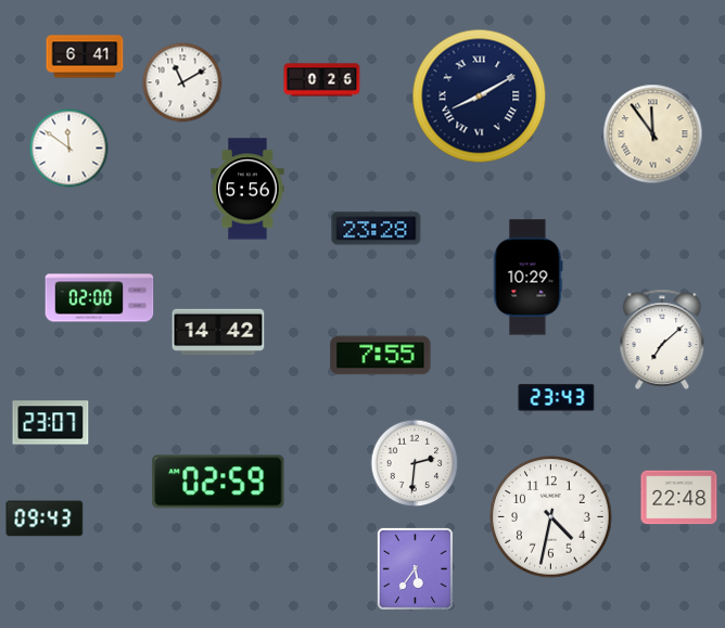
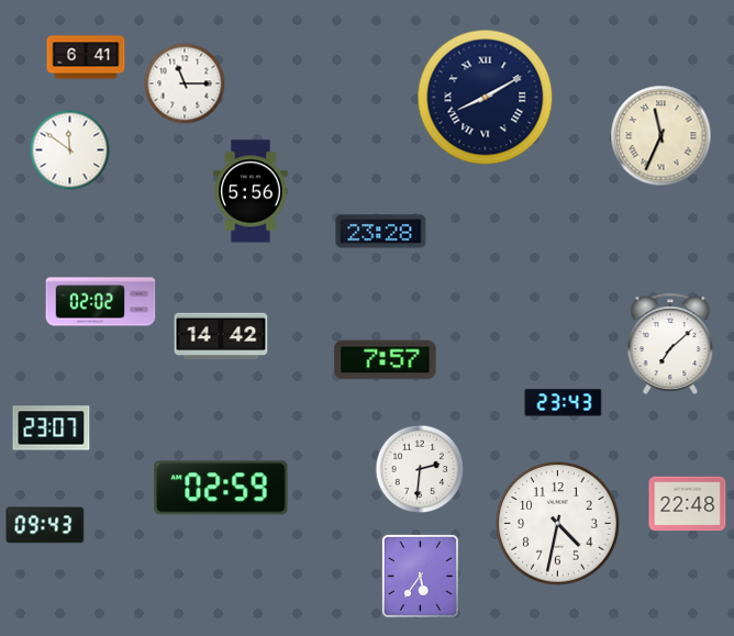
clock at (322, 80): 0:26 -> none
clock at (182, 82): 11:10 -> 11:15
clock at (653, 134): 11:54 -> 11:34
clock at (529, 278): 10:29 -> none
clock at (100, 298): 02:00 -> 02:02
clock at (381, 356): 7:55 -> 7:57
